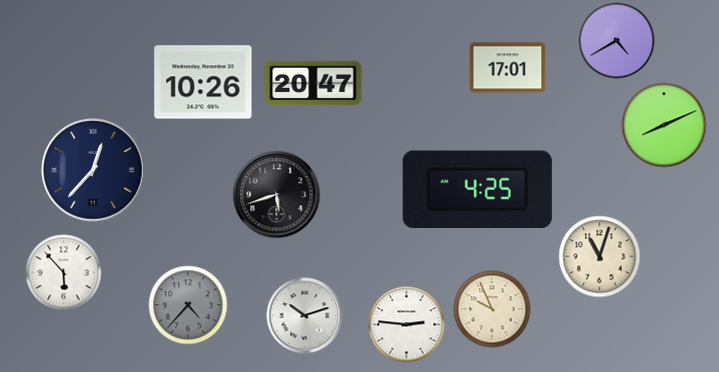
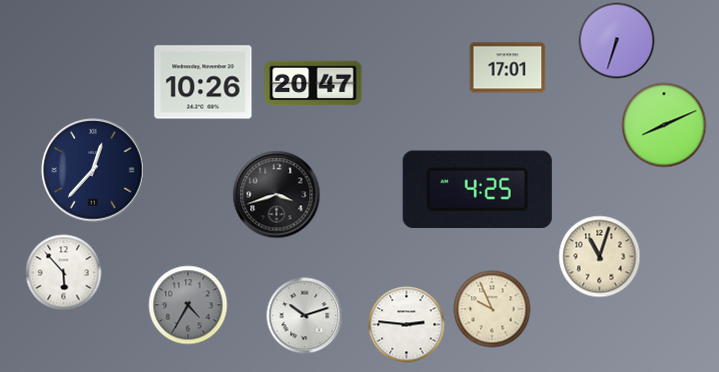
clock at (617, 41): 4:40 -> 6:33
clock at (277, 195): 5:42 -> 3:42
clock at (188, 305): 4:37 -> 4:35
